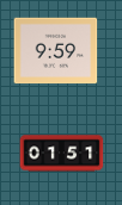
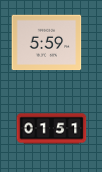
clock at (56, 51): 9:59 -> 5:59
